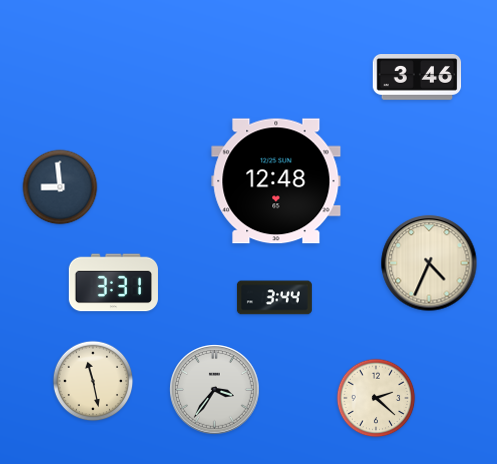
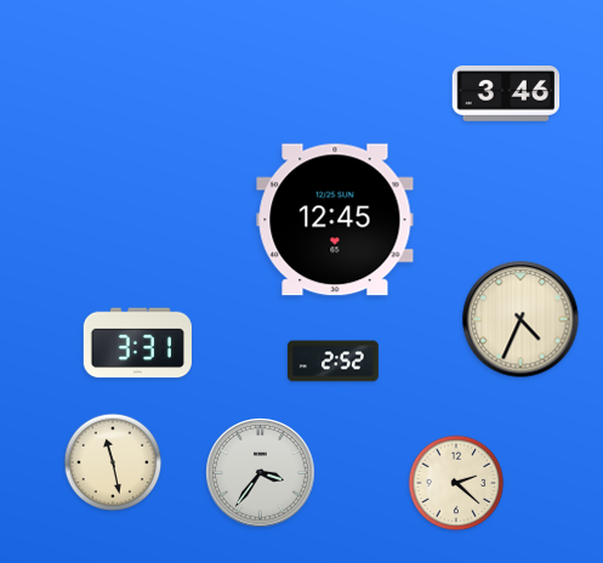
clock at (276, 181): 12:48 -> 12:45
clock at (60, 187): 8:59 -> none
clock at (274, 298): 3:44 -> 2:52
